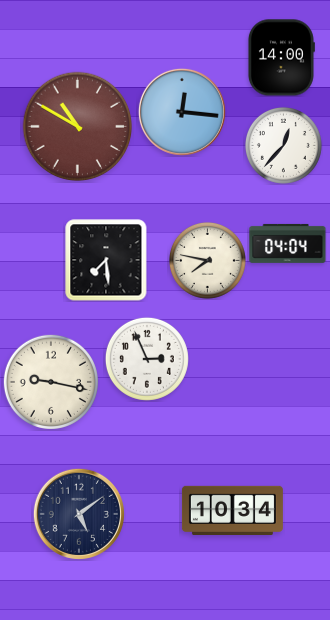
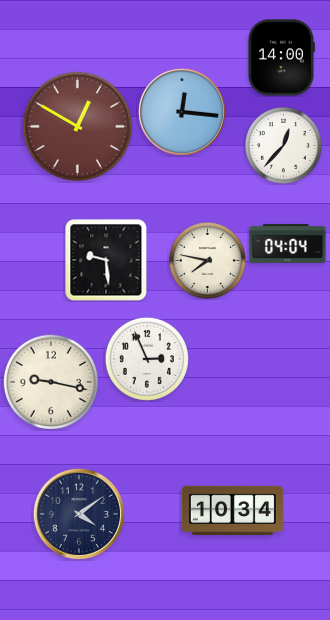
clock at (78, 127): 10:50 -> 12:50
clock at (106, 260): 7:29 -> 9:29
clock at (79, 514): 5:09 -> 4:09
